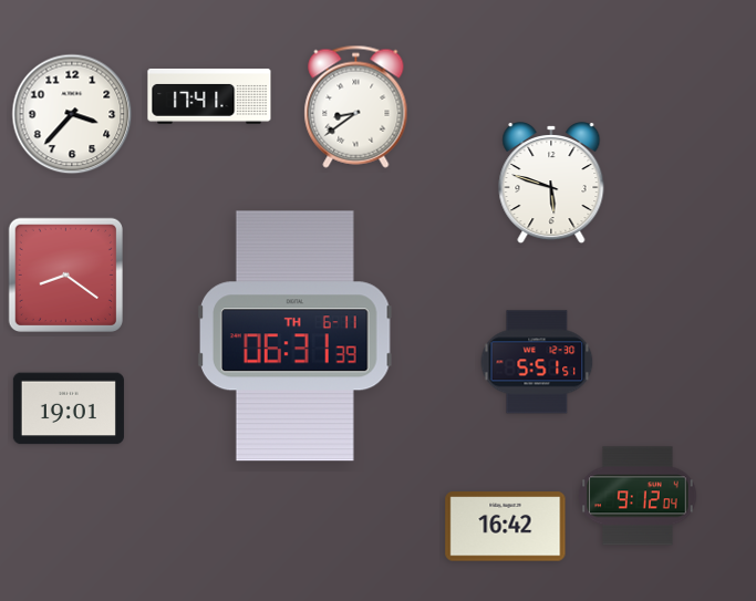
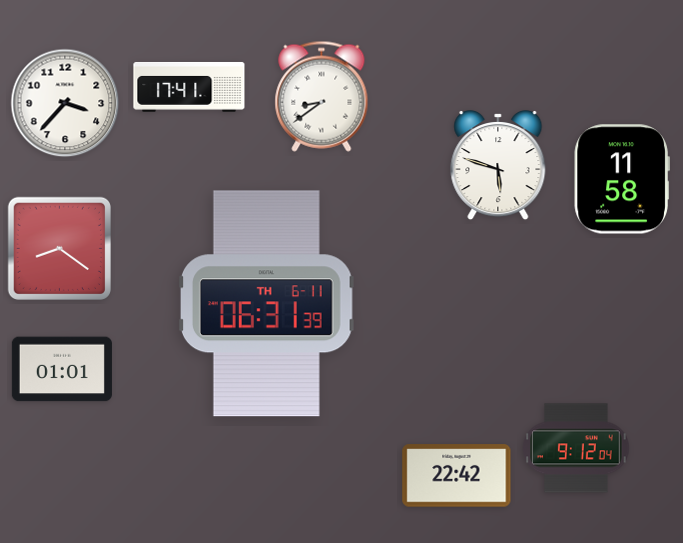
clock at (622, 179): none -> 11:58
clock at (537, 362): 5:51 -> none
clock at (69, 408): 19:01 -> 01:01
clock at (506, 527): 16:42 -> 22:42
